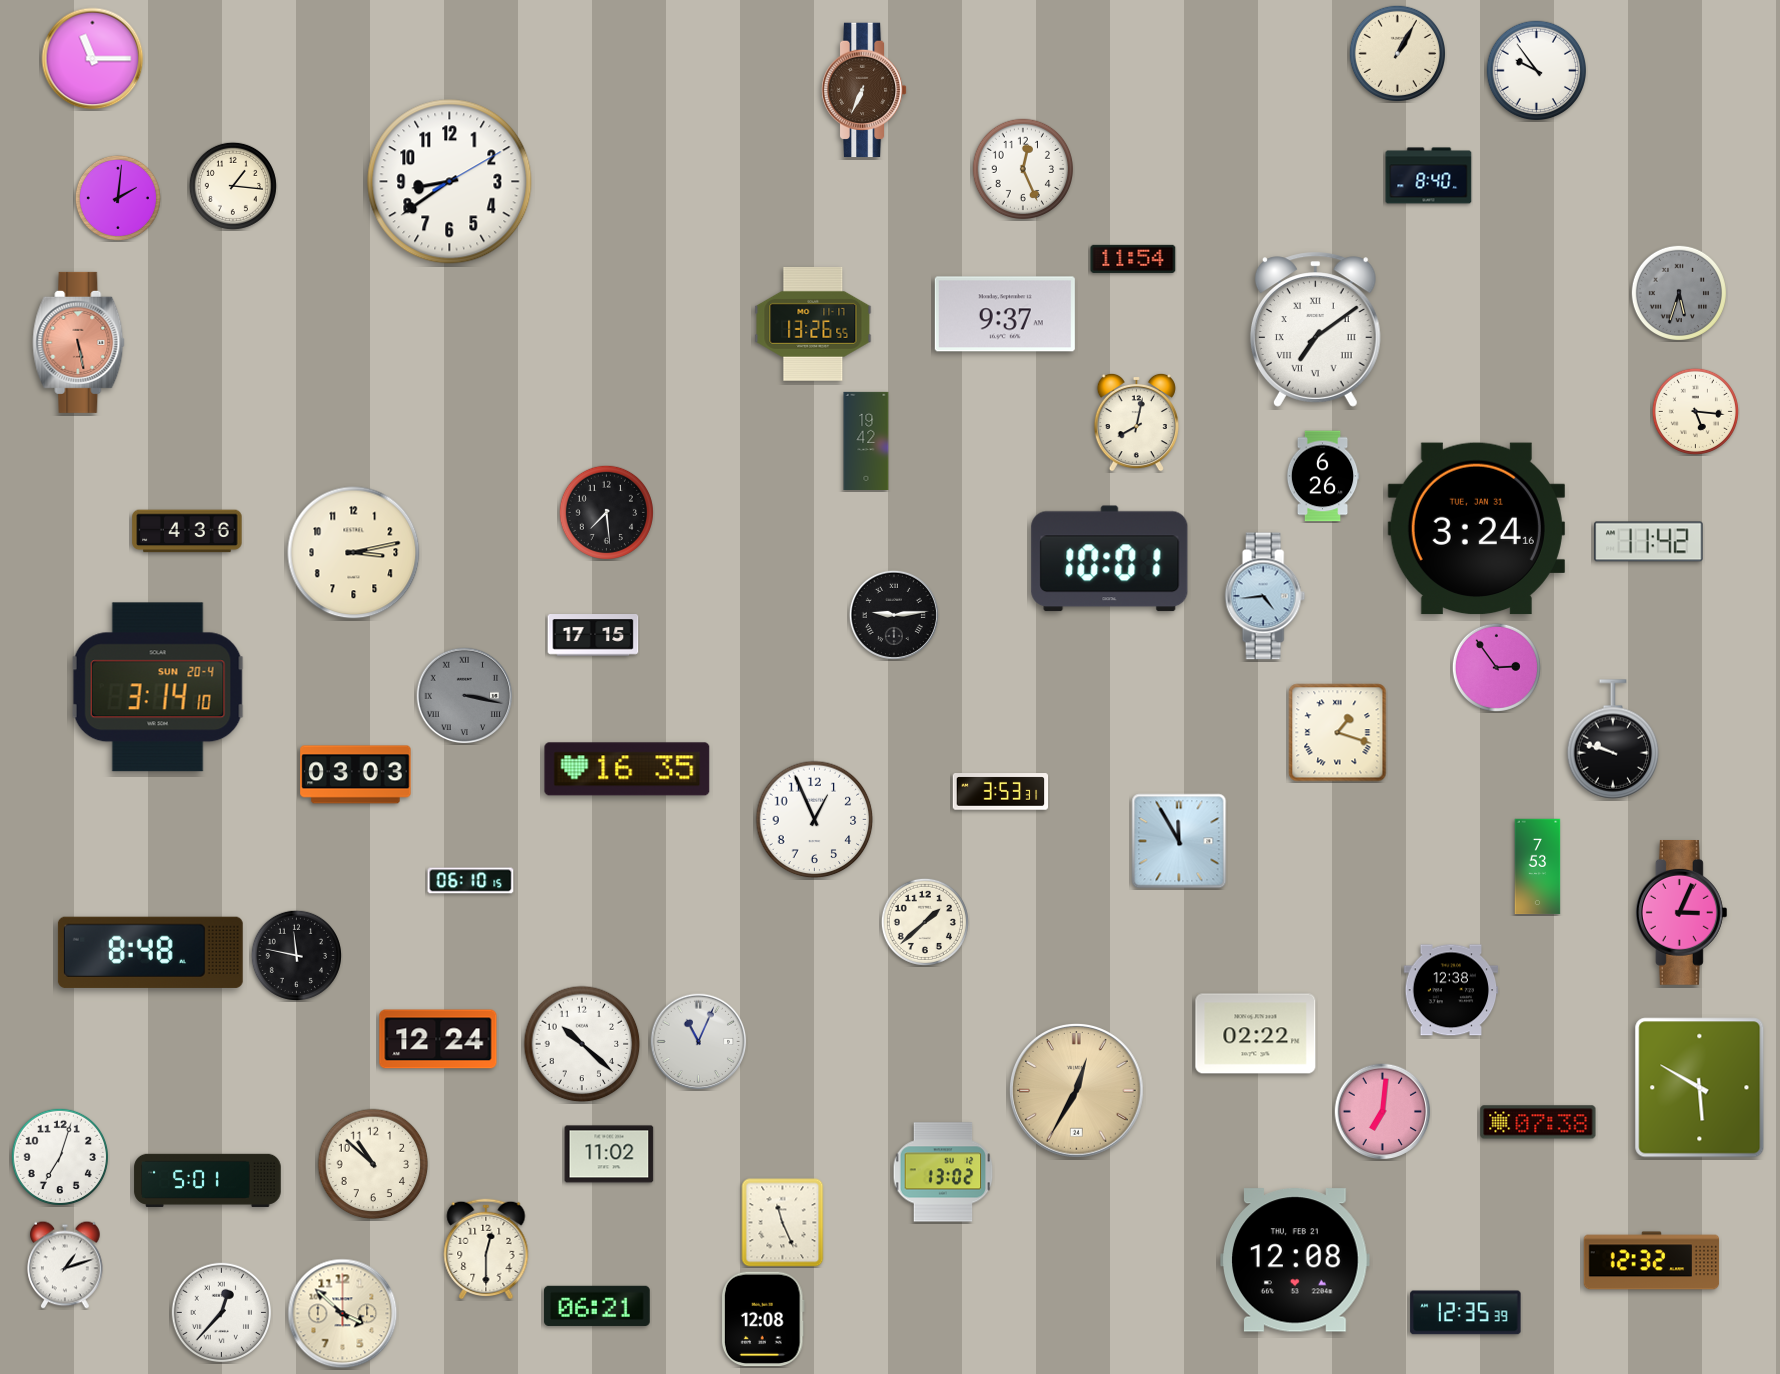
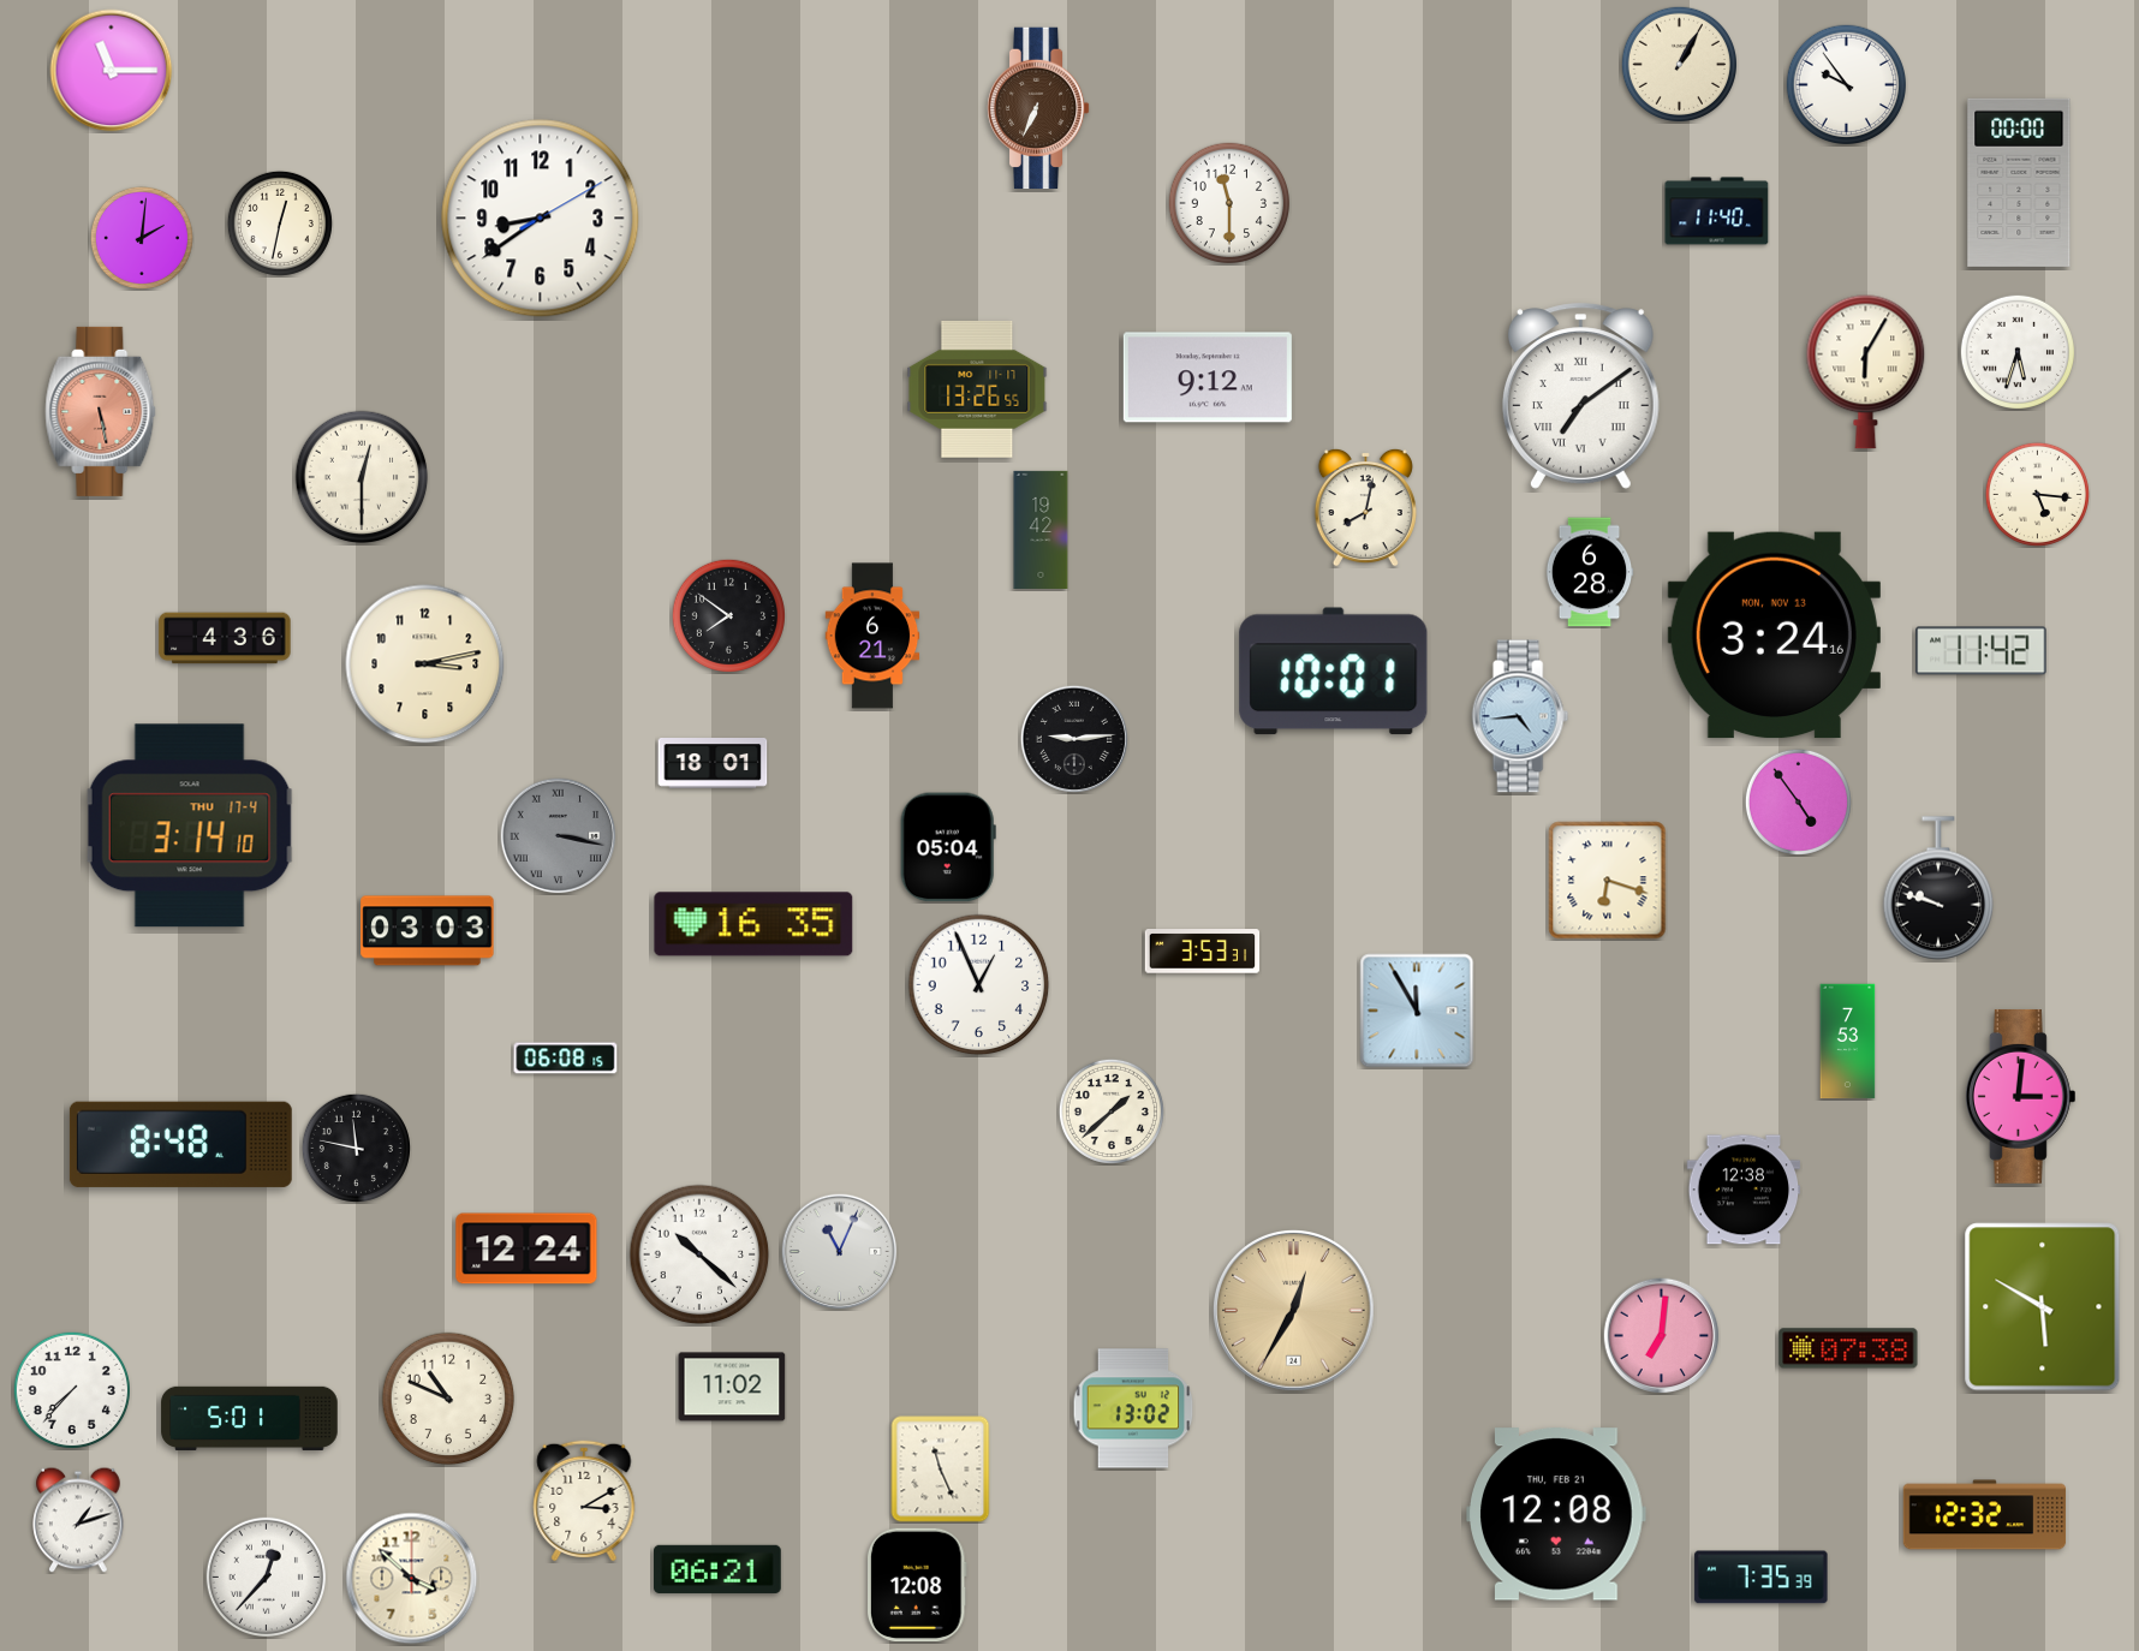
clock at (2019, 183): none -> 00:00
clock at (1023, 169): 12:26 -> 11:30
clock at (1429, 176): 8:40 -> 11:40
clock at (233, 186): 1:16 -> 12:32
clock at (1133, 259): 11:54 -> none
clock at (1678, 292) dial: grey -> white
clock at (1866, 371): none -> 6:05
clock at (1005, 314): 9:37 -> 9:12
clock at (79, 342) position: (79, 342) -> (101, 411)
clock at (362, 477): none -> 12:30
clock at (1323, 476): 6:26 -> 6:28
clock at (606, 512): 7:29 -> 7:51
clock at (872, 636): none -> 6:21
clock at (1476, 529) date: TUE, JAN 31 -> MON, NOV 13
clock at (593, 635): 17:15 -> 18:01
clock at (1496, 667): 2:54 -> 4:54
clock at (158, 687) date: SUN 20-4 -> THU 17-4
clock at (948, 847): none -> 05:04
clock at (1338, 733): 1:18 -> 6:18
clock at (471, 881): 06:10 -> 06:08
clock at (1681, 912): 3:04 -> 3:01
clock at (925, 922) position: (925, 922) -> (1112, 1111)
clock at (1256, 1034): 02:22 -> none
clock at (59, 1156): 7:03 -> 7:37
clock at (373, 1164): 10:52 -> 10:49
clock at (486, 1249): 12:30 -> 3:10
clock at (1466, 1313): 12:35 -> 7:35
